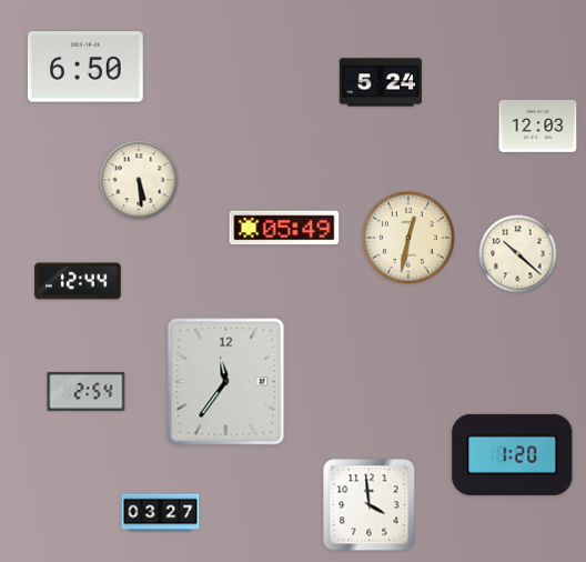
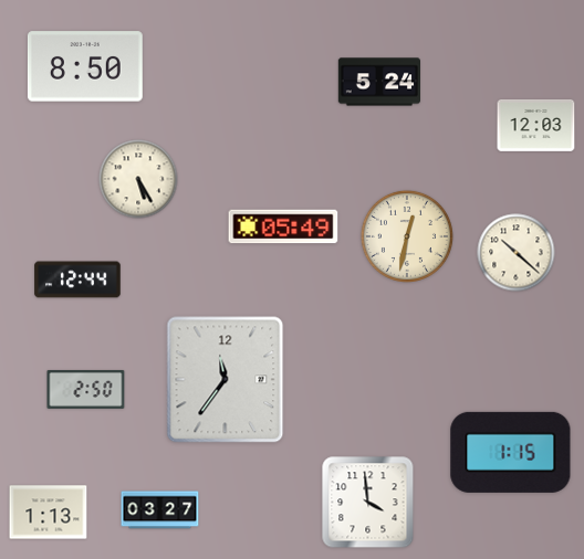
clock at (85, 67): 6:50 -> 8:50
clock at (139, 180): 5:29 -> 5:25
clock at (87, 391): 2:54 -> 2:50
clock at (513, 454): 1:20 -> 1:15
clock at (49, 513): none -> 1:13
